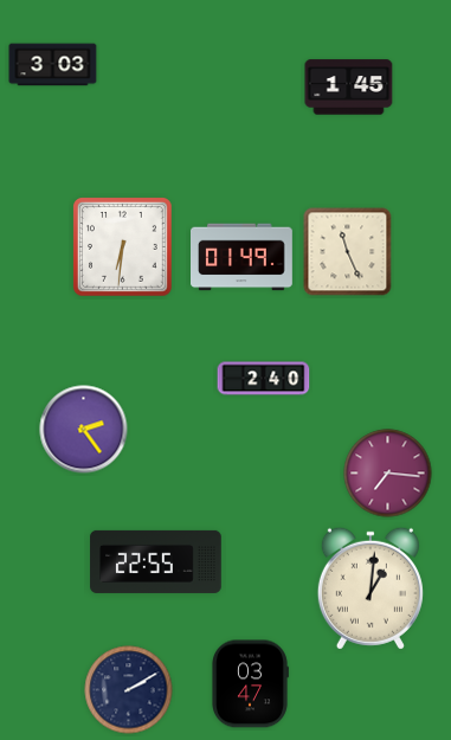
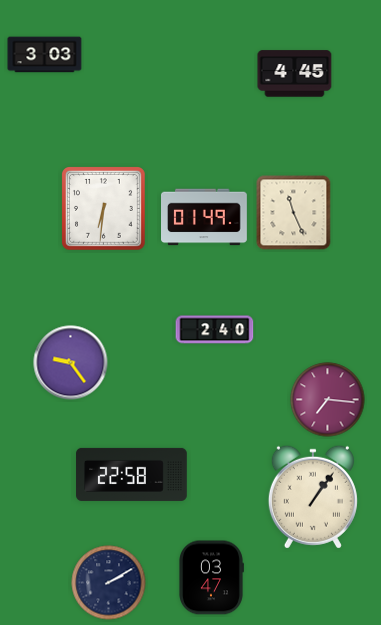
clock at (349, 88): 1:45 -> 4:45
clock at (264, 379) position: (264, 379) -> (215, 330)
clock at (84, 430): 2:24 -> 9:24
clock at (156, 561): 22:55 -> 22:58
clock at (371, 588): 1:01 -> 1:06
